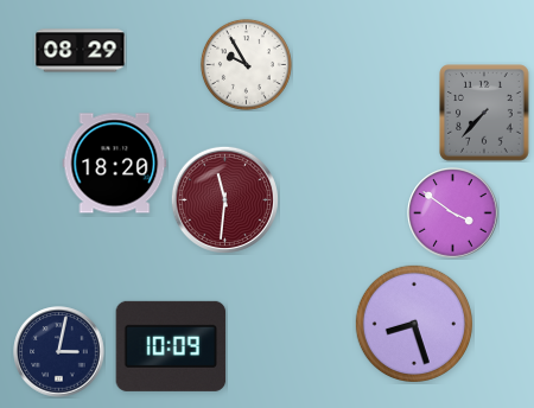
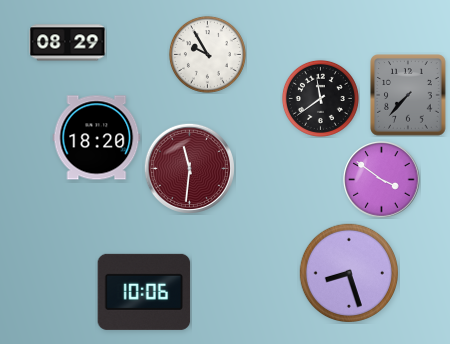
clock at (320, 98): none -> 11:39
clock at (171, 346): 10:09 -> 10:06
clock at (59, 352): 3:02 -> none
